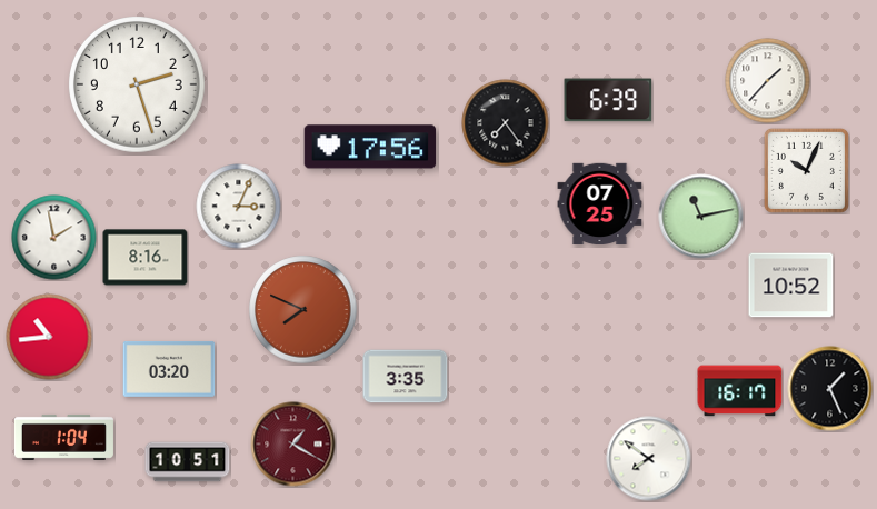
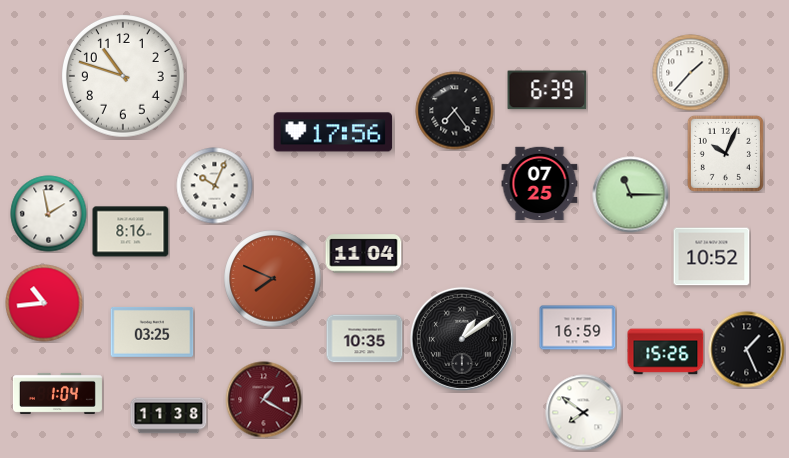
clock at (138, 86): 2:27 -> 10:48
clock at (239, 207): 3:04 -> 10:04
clock at (701, 217): 11:13 -> 11:15
clock at (364, 254): none -> 11:04
clock at (578, 328): none -> 16:59
clock at (169, 369): 03:20 -> 03:25
clock at (406, 377): 3:35 -> 10:35
clock at (462, 339): none -> 1:09
clock at (740, 391): 16:17 -> 15:26
clock at (188, 462): 10:51 -> 11:38
